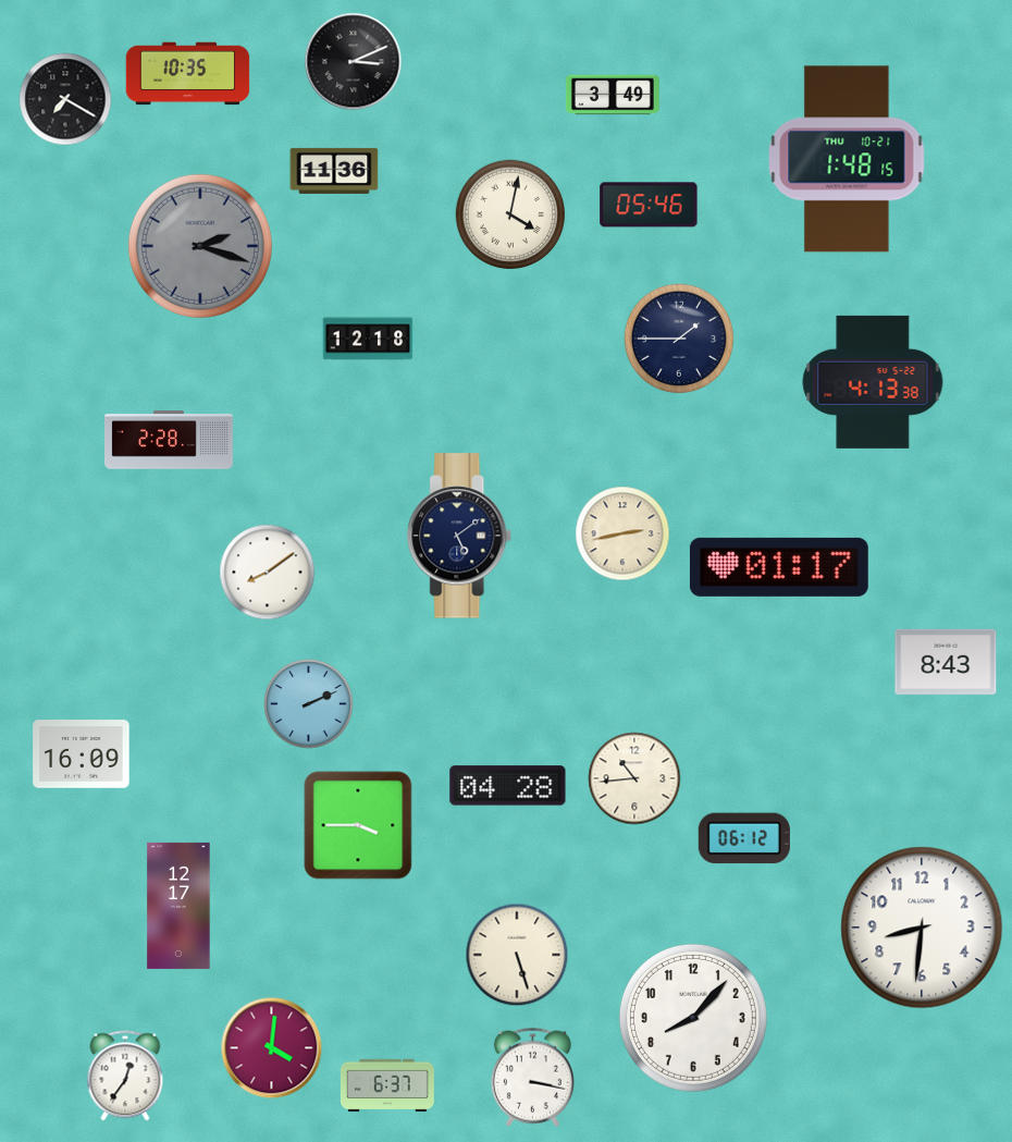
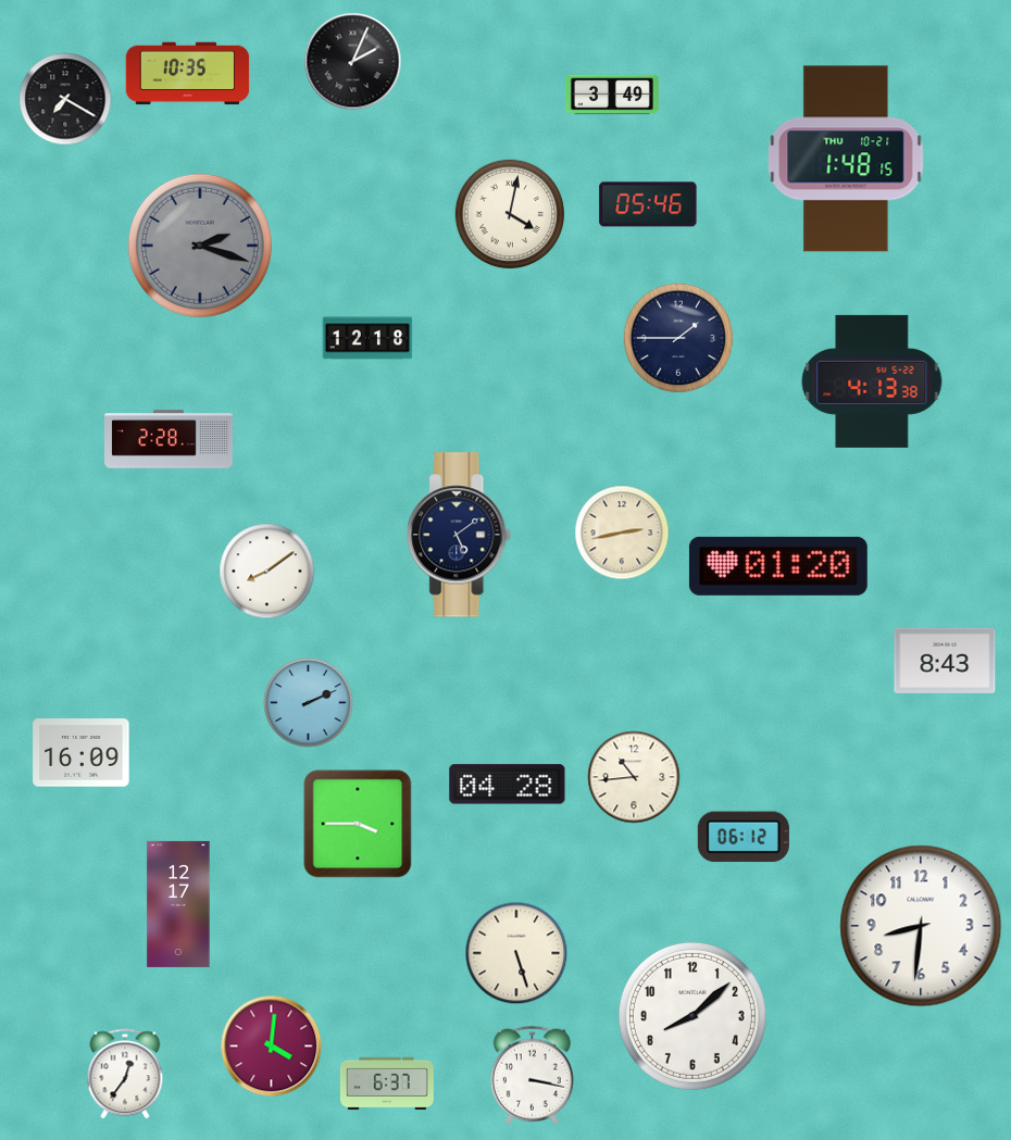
clock at (354, 62): 3:11 -> 2:04
clock at (334, 171): 11:36 -> none
clock at (779, 567): 01:17 -> 01:20
clock at (693, 1018): 8:07 -> 8:08
